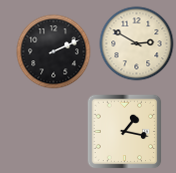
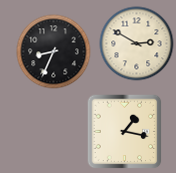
clock at (54, 52): 2:11 -> 8:34
